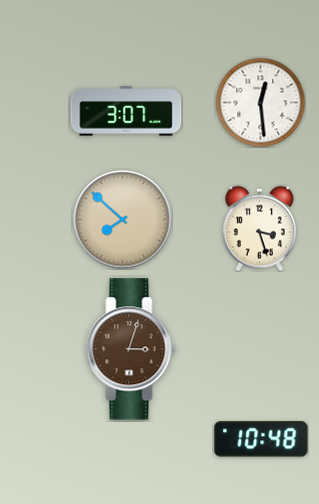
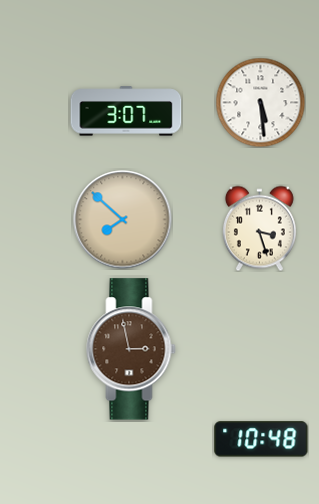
clock at (260, 102): 12:29 -> 5:29
clock at (131, 349): 3:03 -> 2:58
